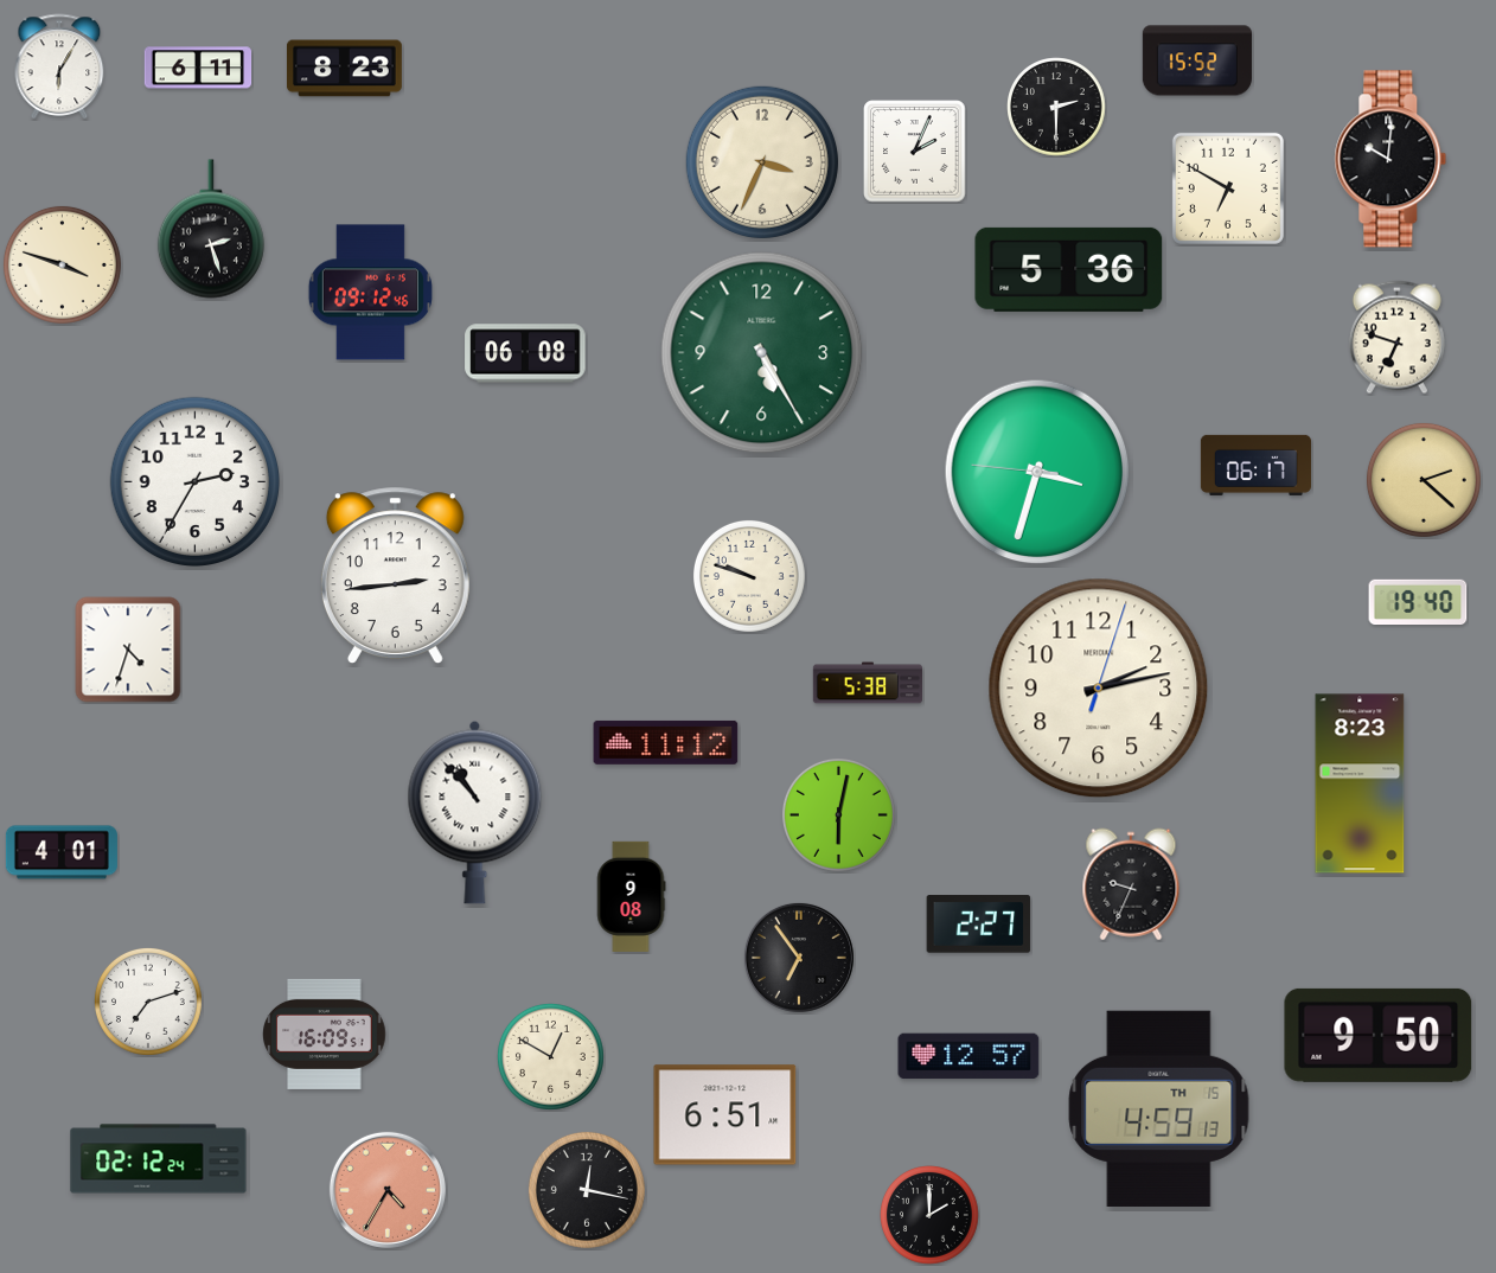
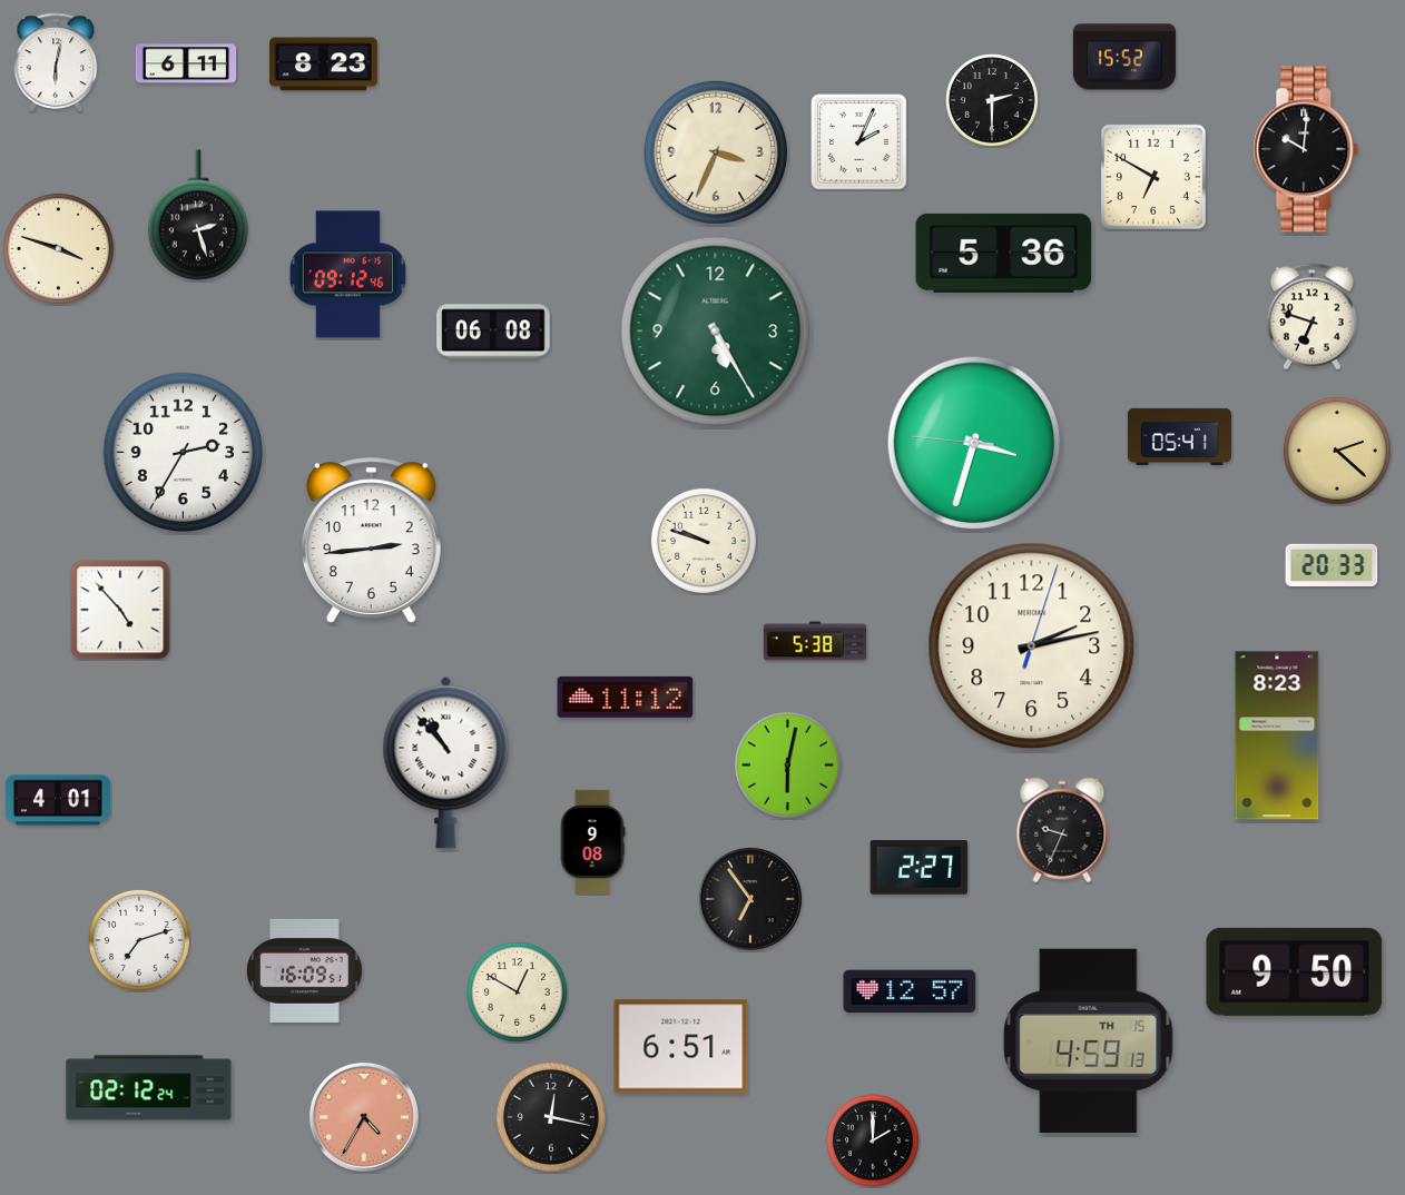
clock at (59, 66): 6:05 -> 6:02
clock at (1255, 465): 06:17 -> 05:41
clock at (1418, 601): 19:40 -> 20:33
clock at (128, 650): 4:33 -> 4:53
